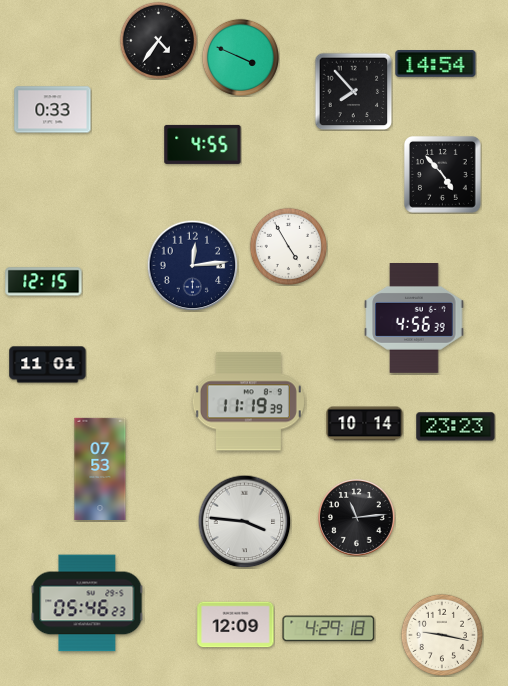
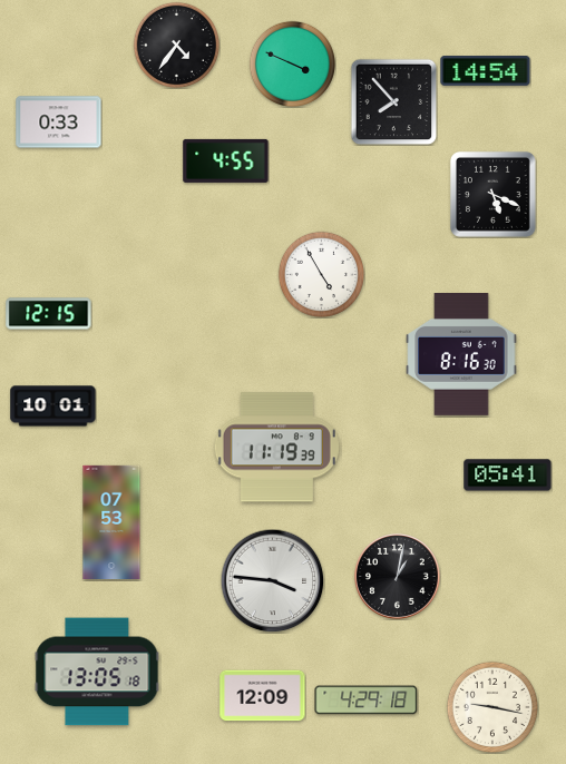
clock at (240, 57) position: (240, 57) -> (292, 63)
clock at (442, 174): 4:53 -> 5:19
clock at (192, 265): 12:14 -> none
clock at (414, 319): 4:56 -> 8:16
clock at (48, 365): 11:01 -> 10:01
clock at (365, 424): 10:14 -> none
clock at (456, 427): 23:23 -> 05:41
clock at (357, 518): 11:14 -> 1:02
clock at (87, 603): 05:46 -> 13:05
